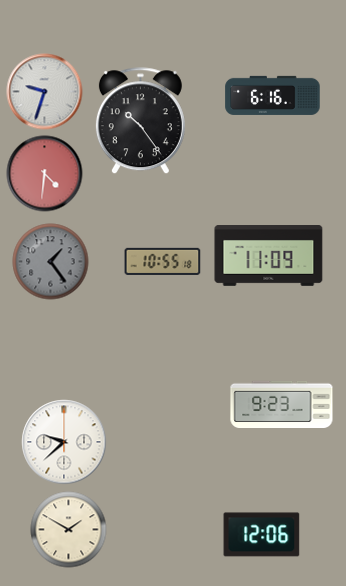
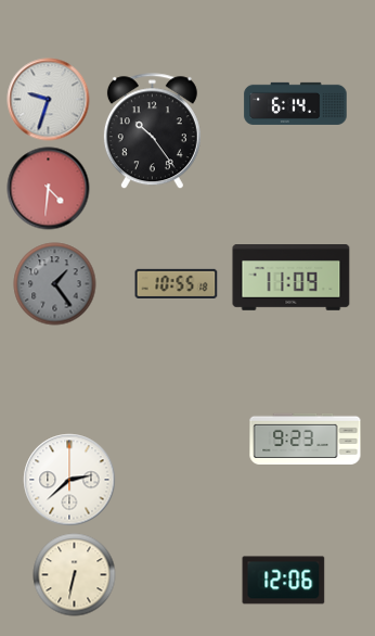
clock at (273, 95): 6:16 -> 6:14
clock at (64, 442): 9:38 -> 2:38
clock at (69, 530): 1:50 -> 6:32
